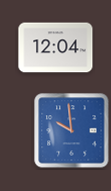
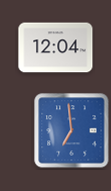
clock at (72, 131): 9:59 -> 6:59
